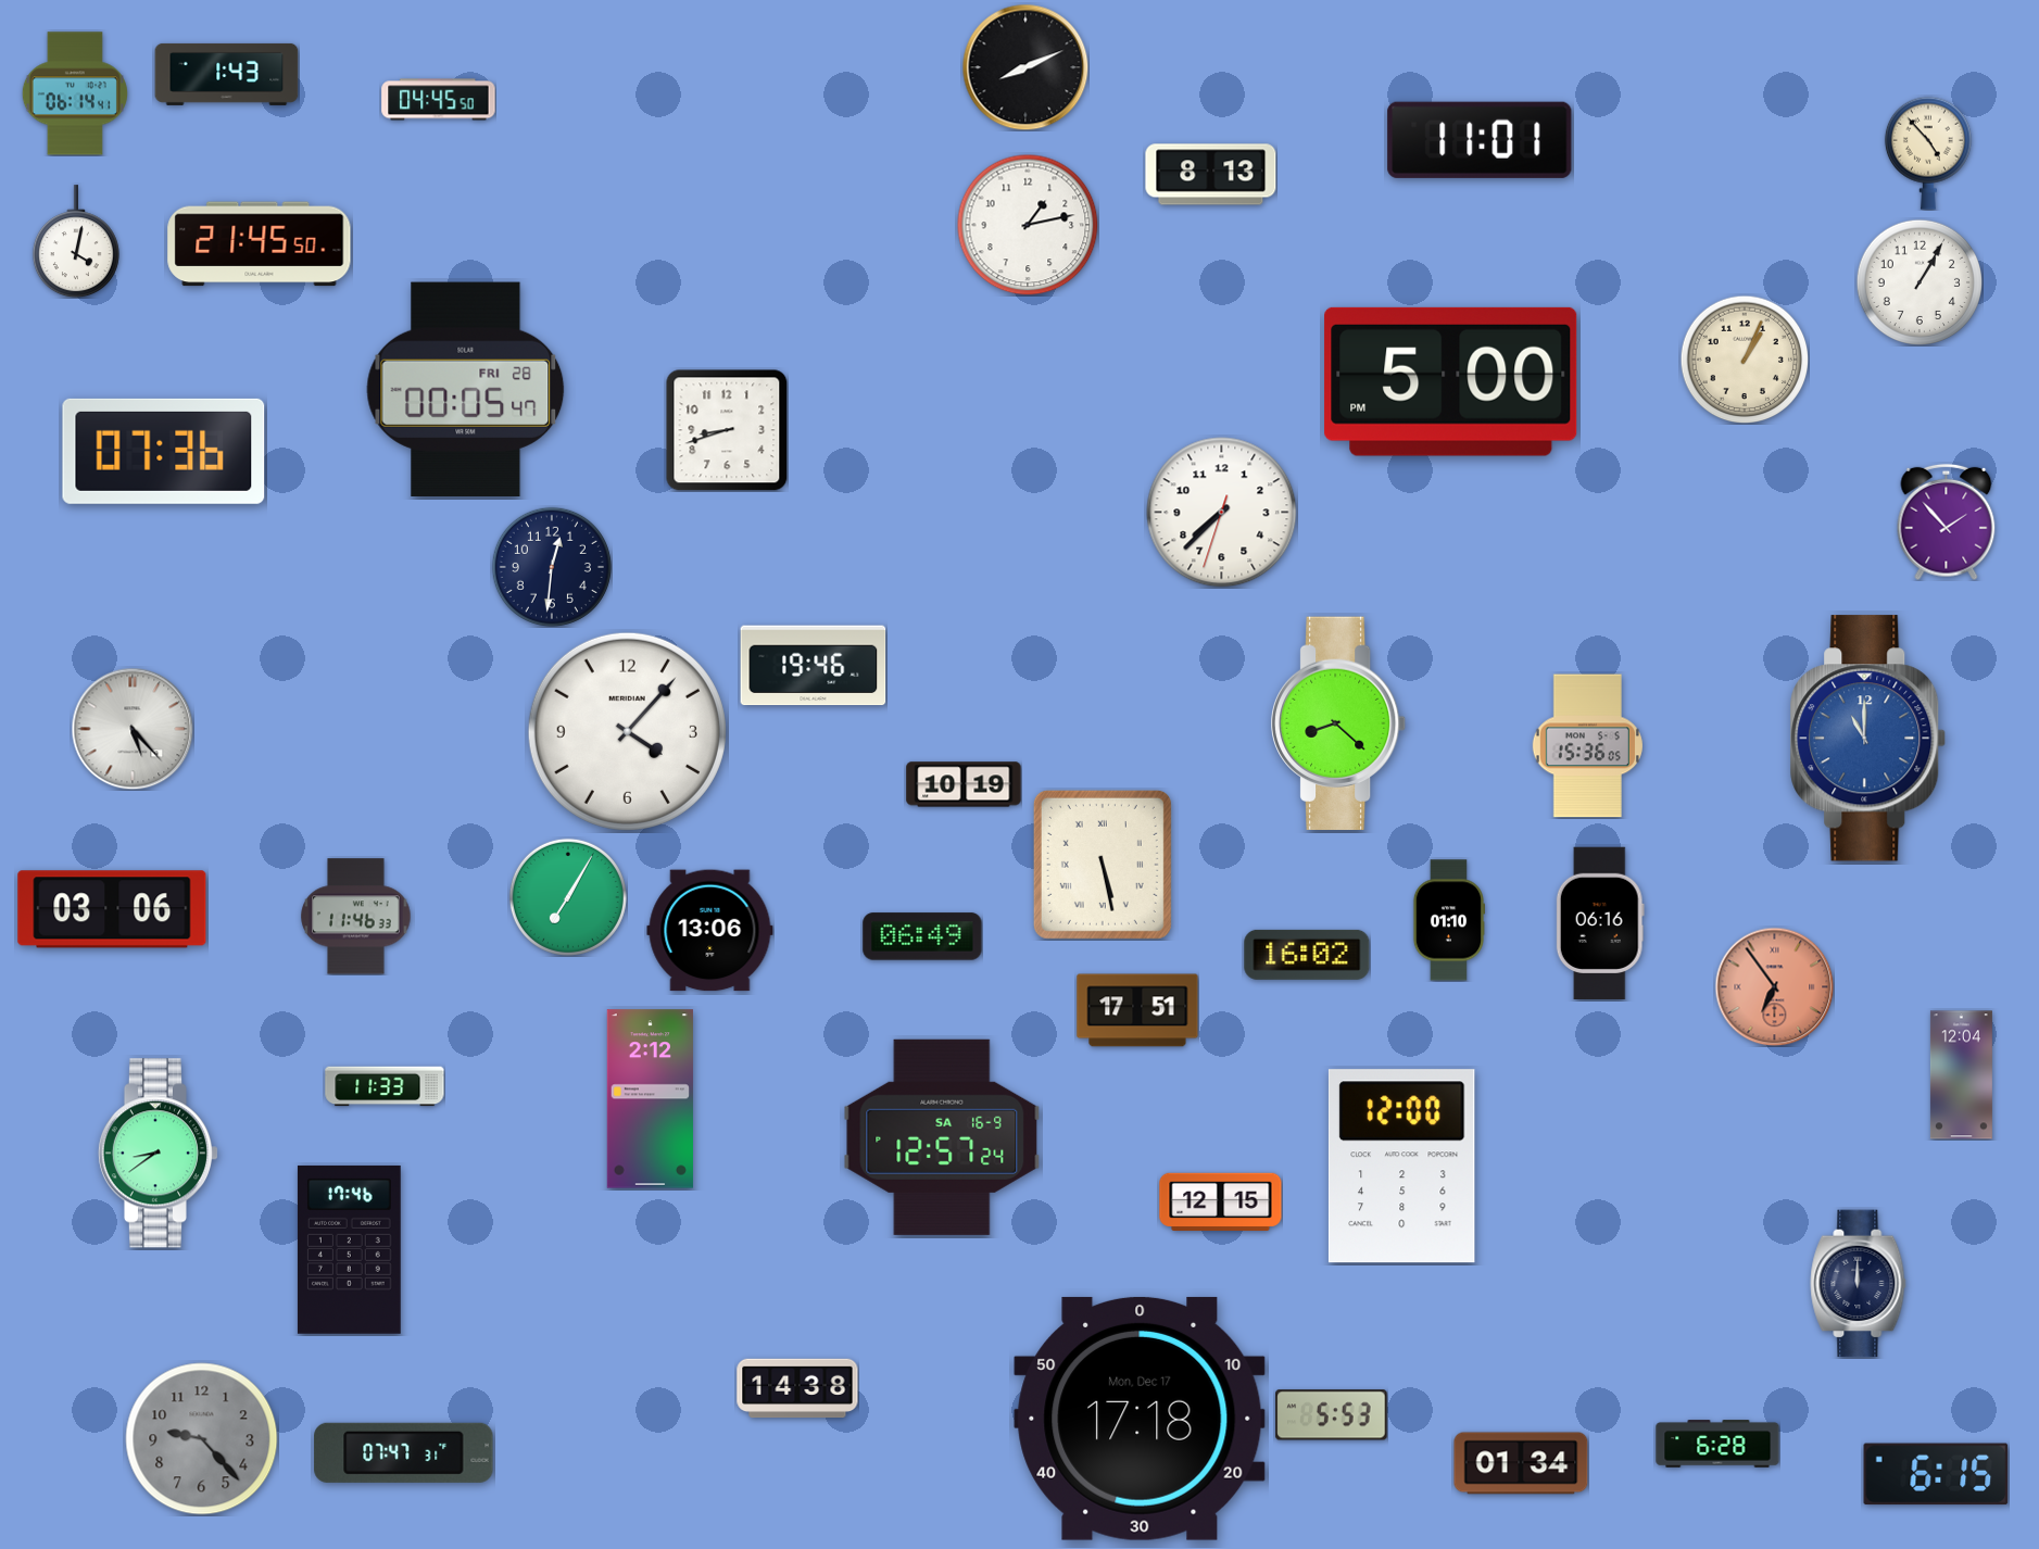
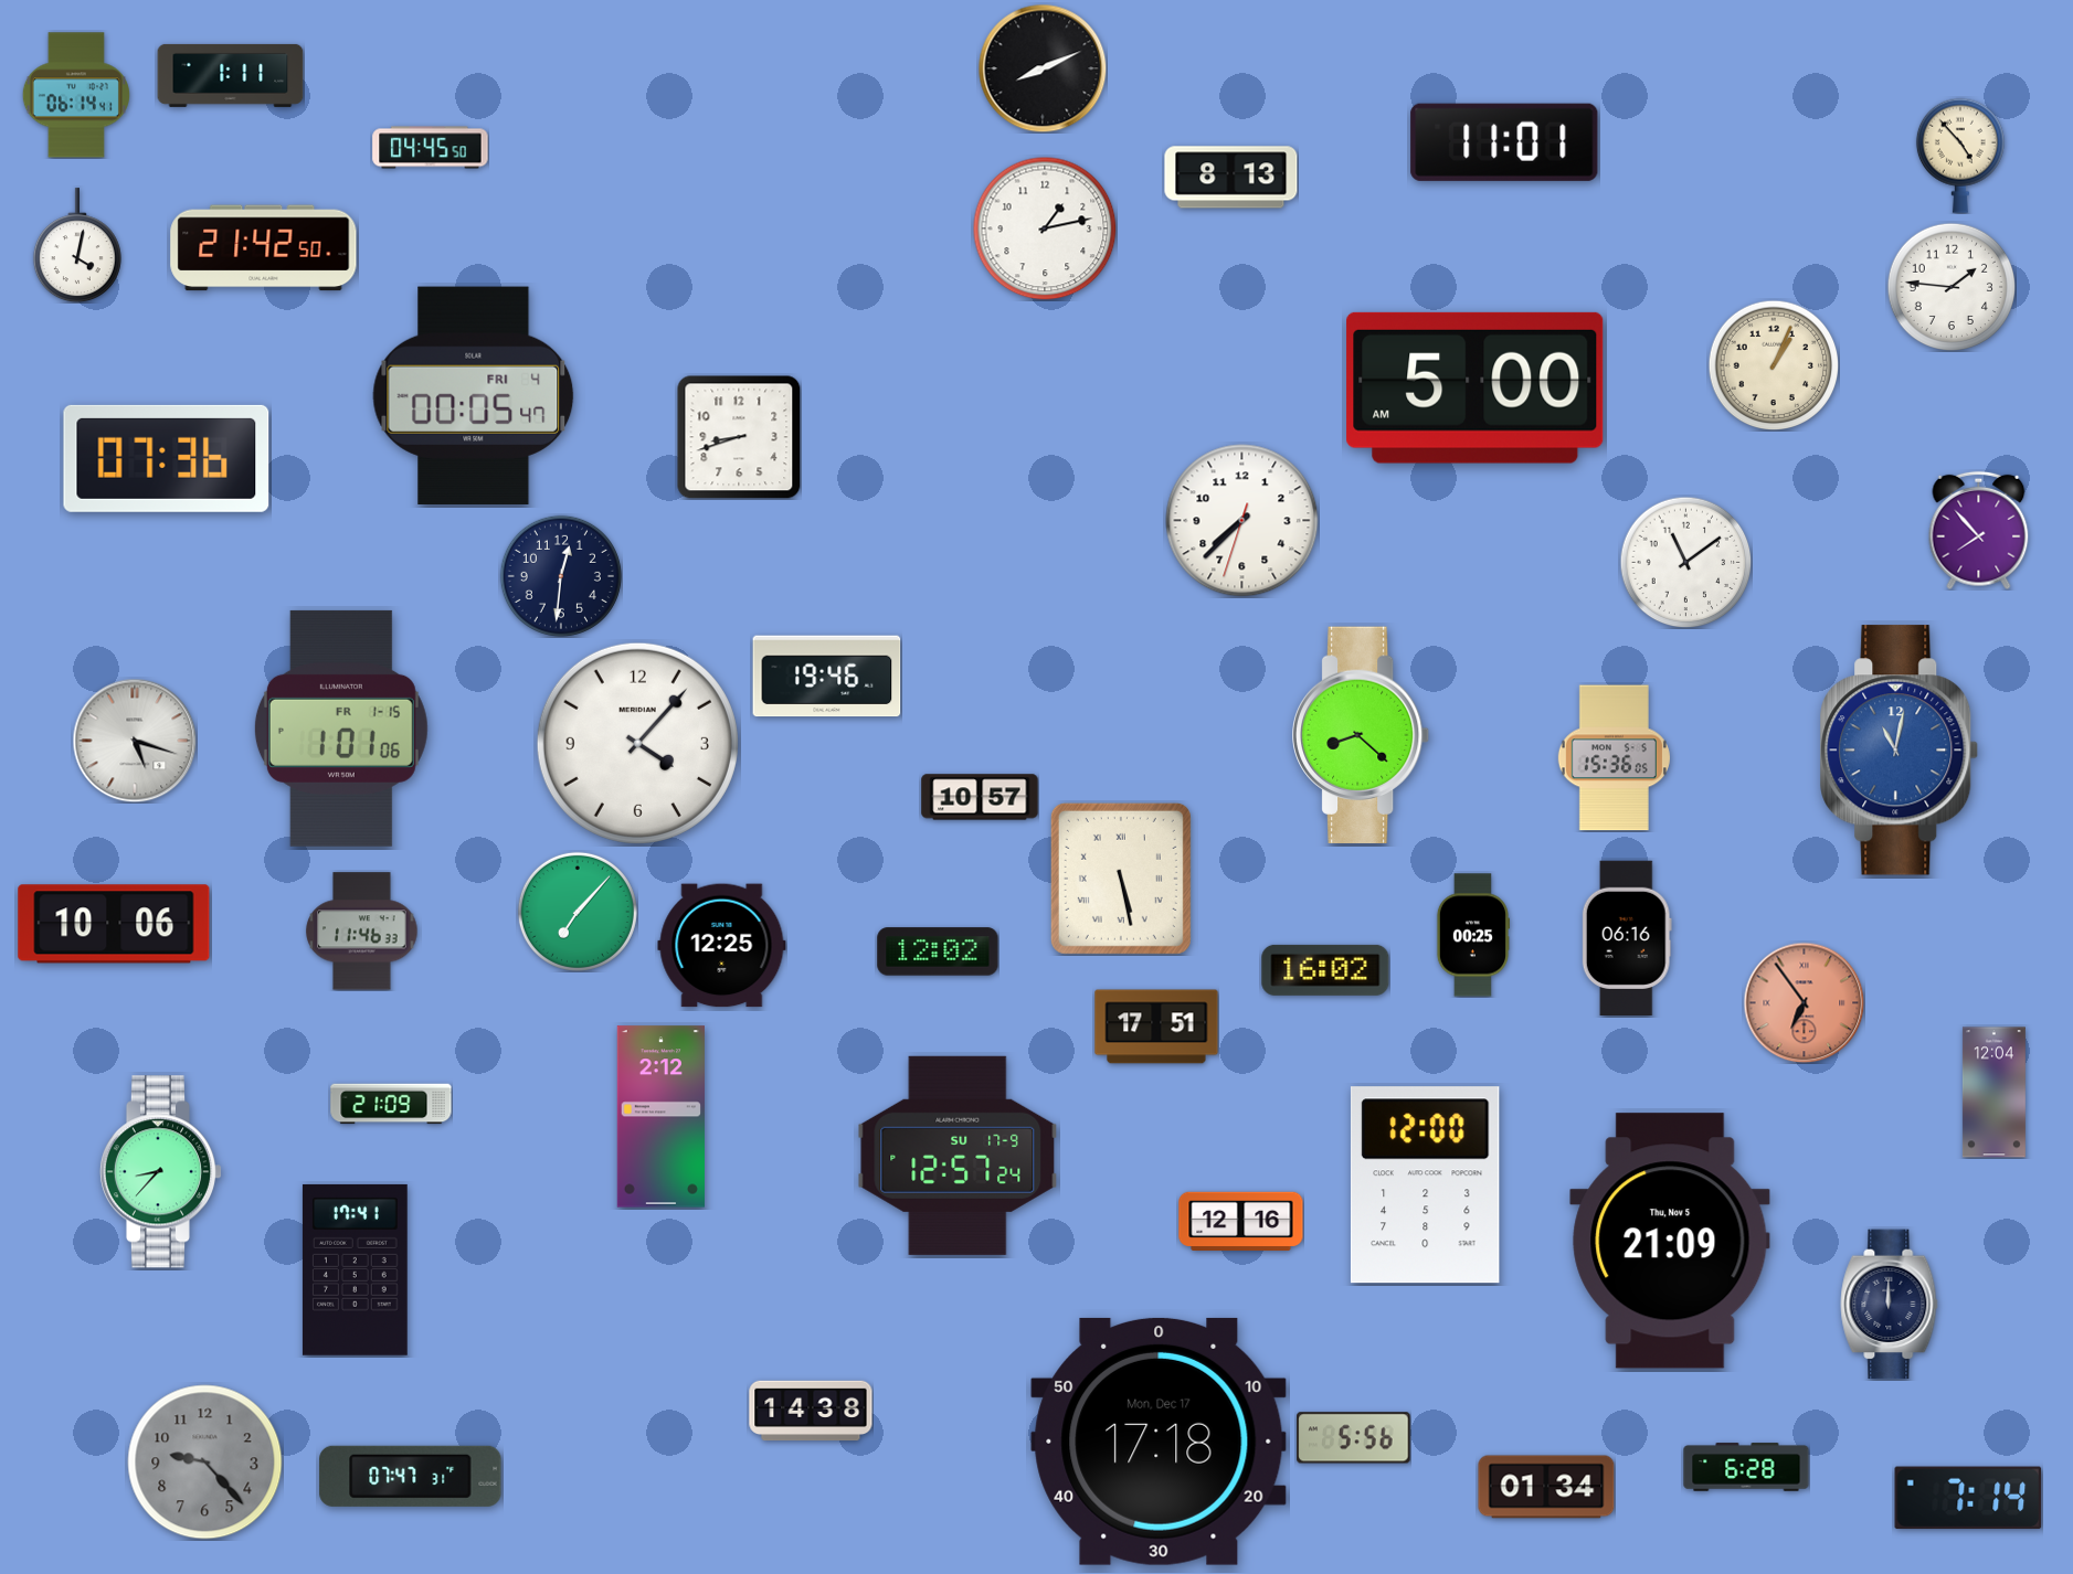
clock at (227, 74): 1:43 -> 1:11
clock at (439, 100) position: (439, 100) -> (431, 148)
clock at (260, 244): 21:45 -> 21:42
clock at (1920, 282): 1:05 -> 1:46
clock at (1451, 381): 5:00 PM -> 5:00 AM
clock at (466, 389) date: FRI 28 -> FRI 4
clock at (1947, 521): 1:53 -> 7:53
clock at (1685, 562): none -> 11:09
clock at (341, 728): none -> 1:01
clock at (133, 729): 5:23 -> 5:18
clock at (1868, 739): 11:00 -> 11:02
clock at (964, 784): 10:19 -> 10:57
clock at (568, 897): 7:05 -> 7:07
clock at (112, 909): 03:06 -> 10:06
clock at (1448, 920): 01:10 -> 00:25
clock at (710, 931): 13:06 -> 12:25
clock at (922, 936): 06:49 -> 12:02
clock at (1307, 955) position: (1307, 955) -> (1325, 970)
clock at (385, 1086): 11:33 -> 21:09
clock at (942, 1137) date: SA 16-9 -> SU 17-9
clock at (158, 1154): 8:39 -> 8:37
clock at (1221, 1201): 12:15 -> 12:16
clock at (1670, 1241): none -> 21:09
clock at (349, 1249): 17:46 -> 17:41
clock at (1332, 1415): 5:53 -> 5:56
clock at (1936, 1474): 6:15 -> 7:14
